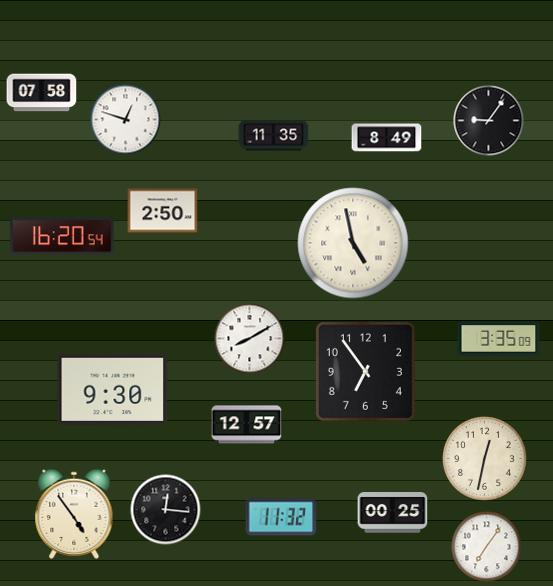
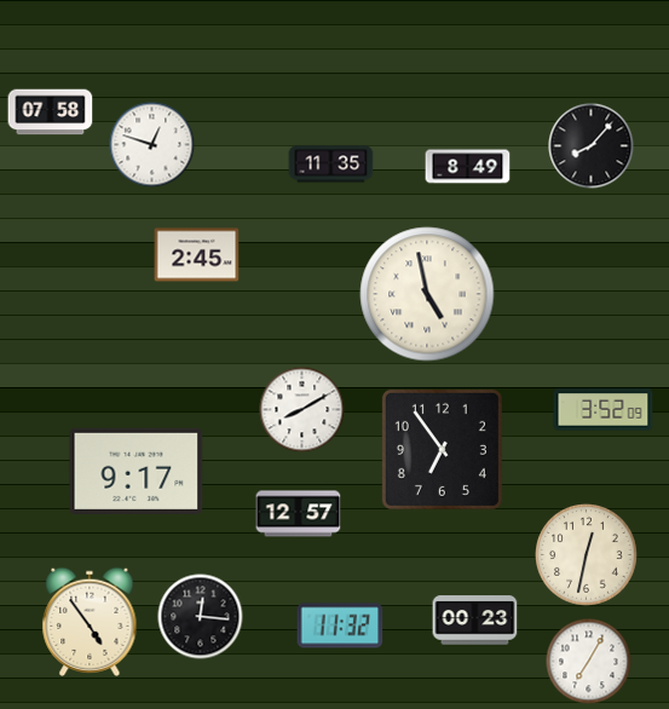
clock at (489, 121): 9:06 -> 8:07
clock at (163, 211): 2:50 -> 2:45
clock at (62, 236): 16:20 -> none
clock at (499, 339): 3:35 -> 3:52
clock at (113, 389): 9:30 -> 9:17
clock at (393, 513): 00:25 -> 00:23
clock at (487, 547): 7:06 -> 7:05
